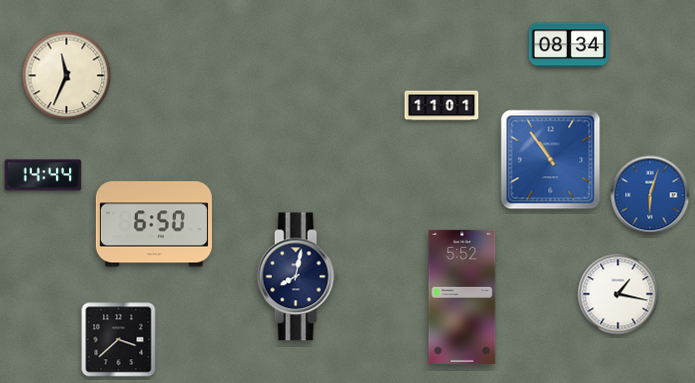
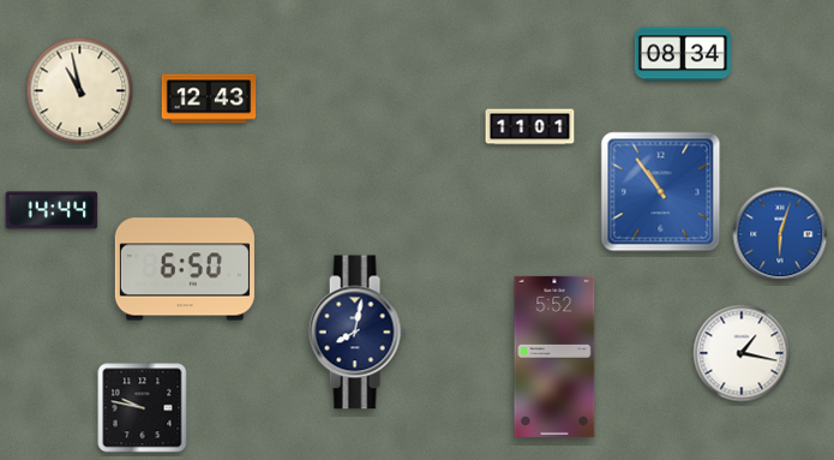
clock at (67, 76): 11:34 -> 10:58
clock at (209, 98): none -> 12:43
clock at (119, 340): 3:38 -> 9:47
